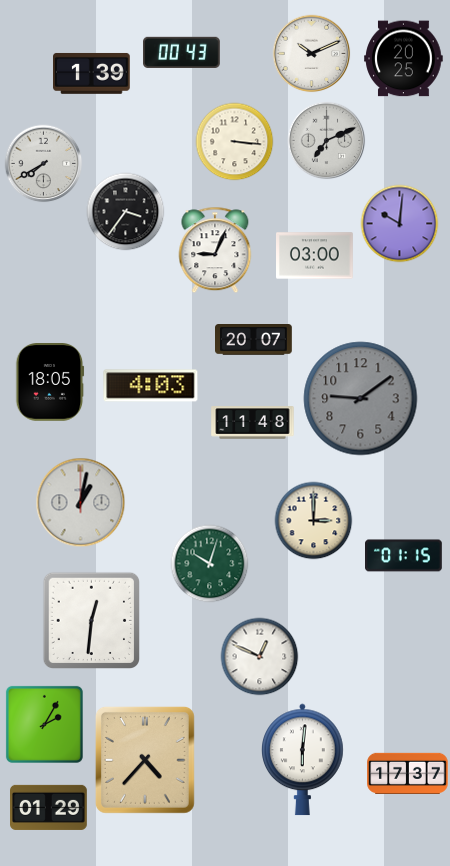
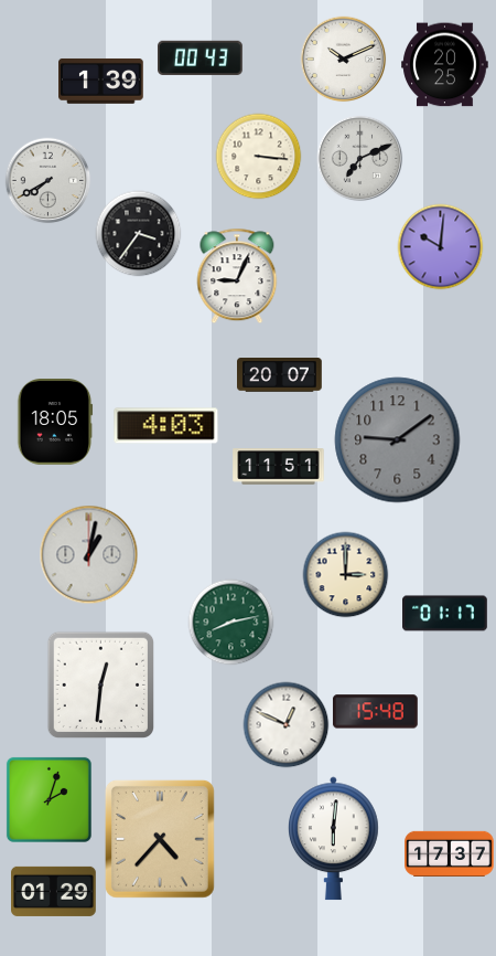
clock at (326, 140) position: (326, 140) -> (359, 158)
clock at (315, 256): 03:00 -> none
clock at (253, 423): 11:48 -> 11:51
clock at (404, 556): 01:15 -> 01:17
clock at (209, 563): 10:03 -> 8:13
clock at (376, 712): none -> 15:48
clock at (44, 724): 2:05 -> 2:03
